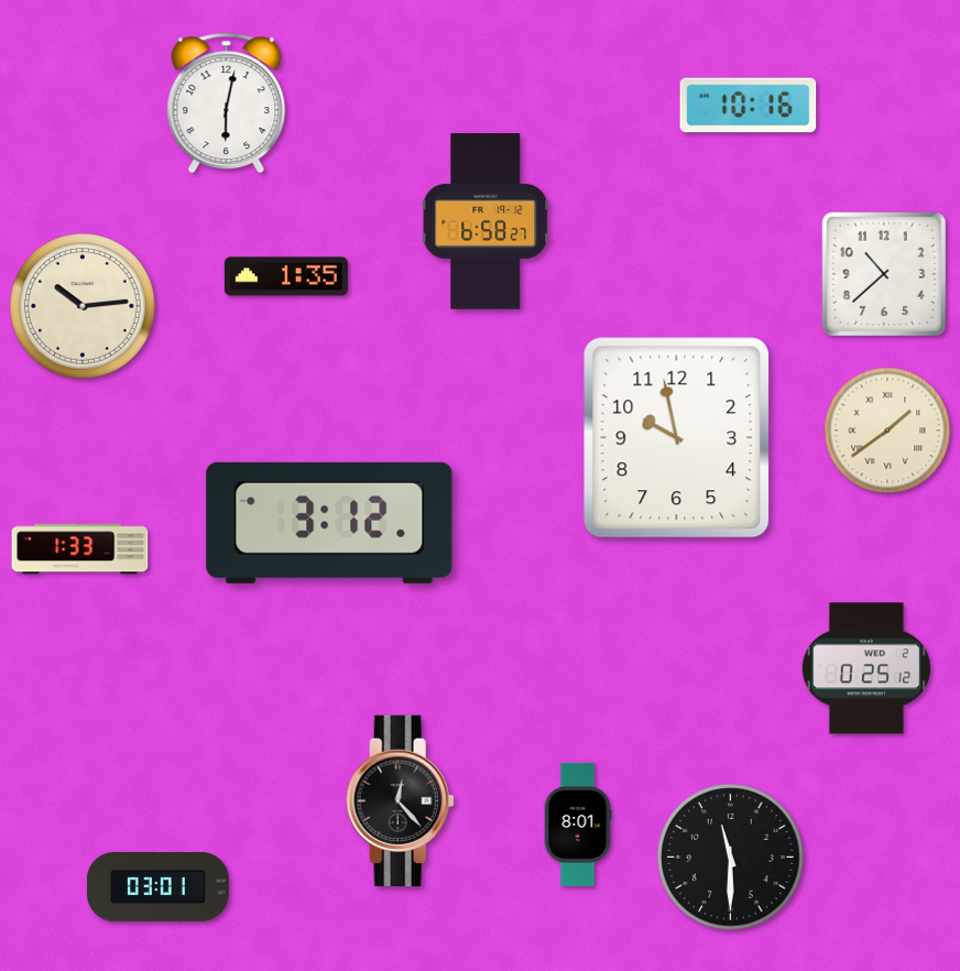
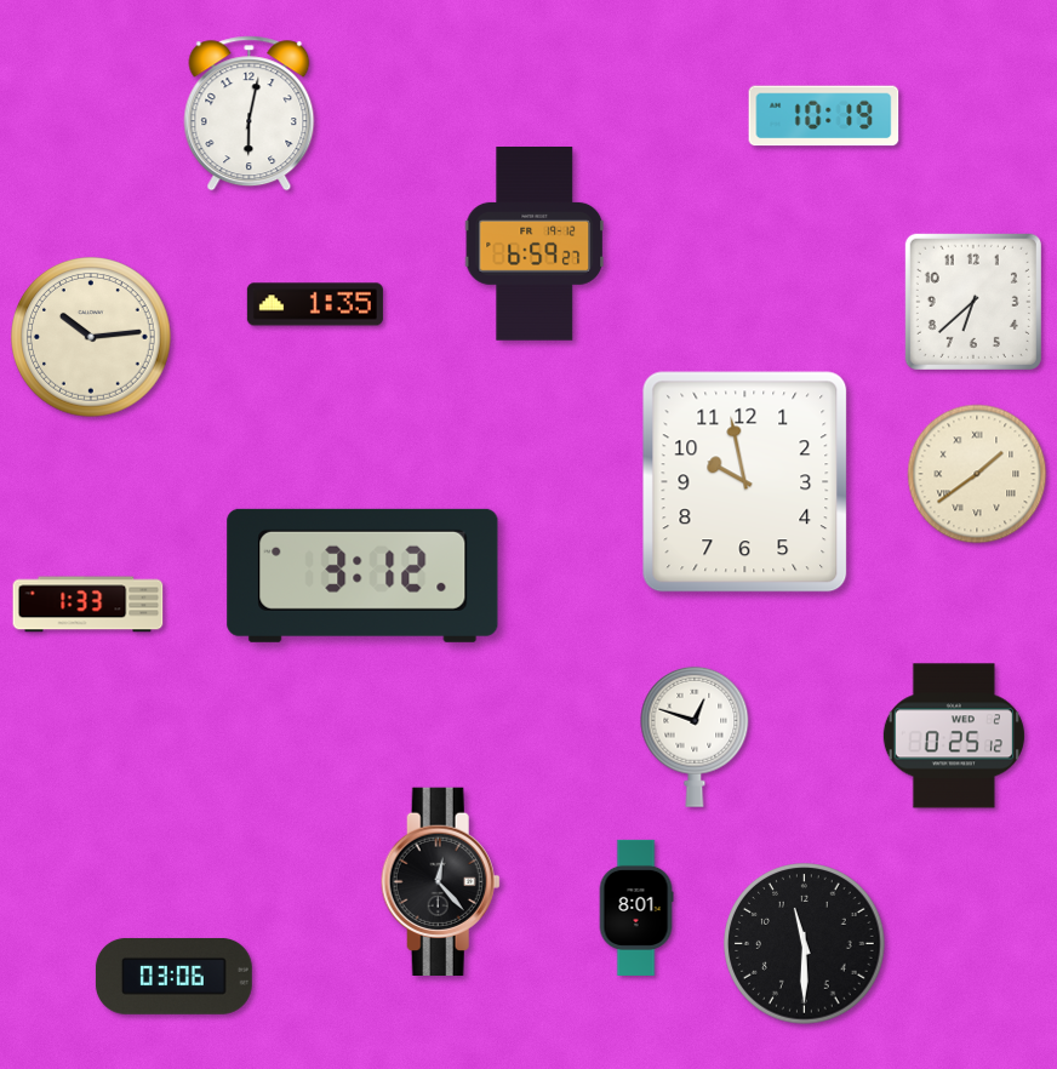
clock at (749, 106): 10:16 -> 10:19
clock at (484, 222): 6:58 -> 6:59
clock at (884, 274): 10:38 -> 6:38
clock at (695, 737): none -> 12:48
clock at (157, 886): 03:01 -> 03:06
